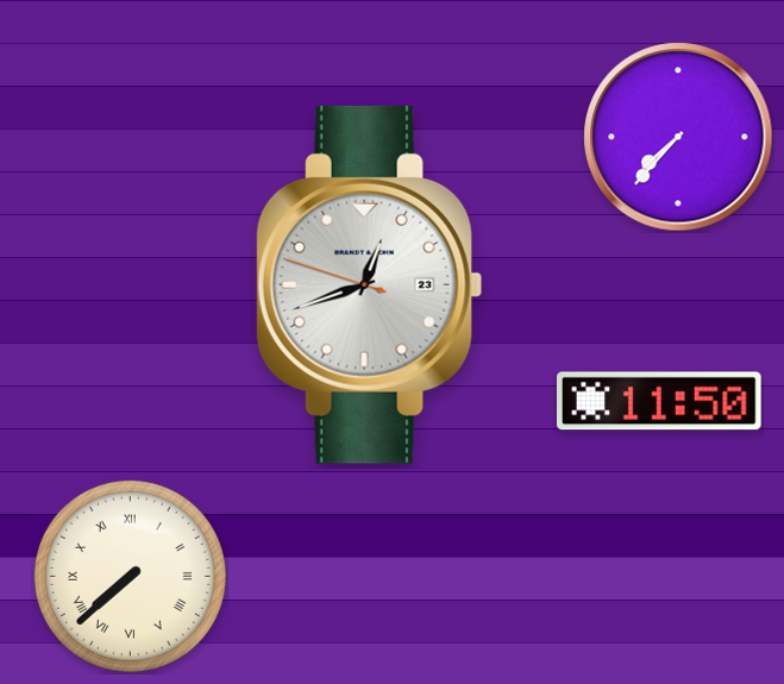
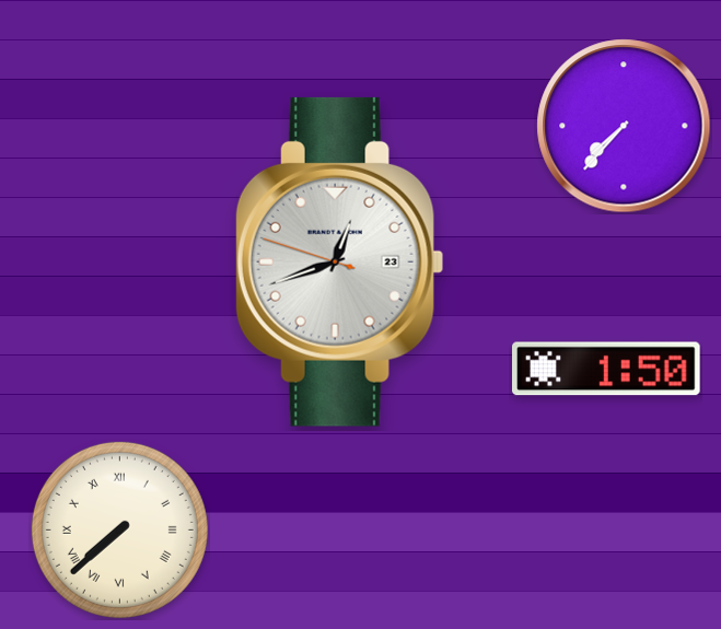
clock at (660, 401): 11:50 -> 1:50
